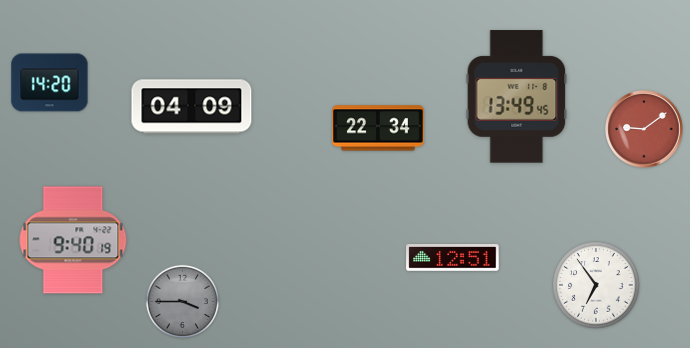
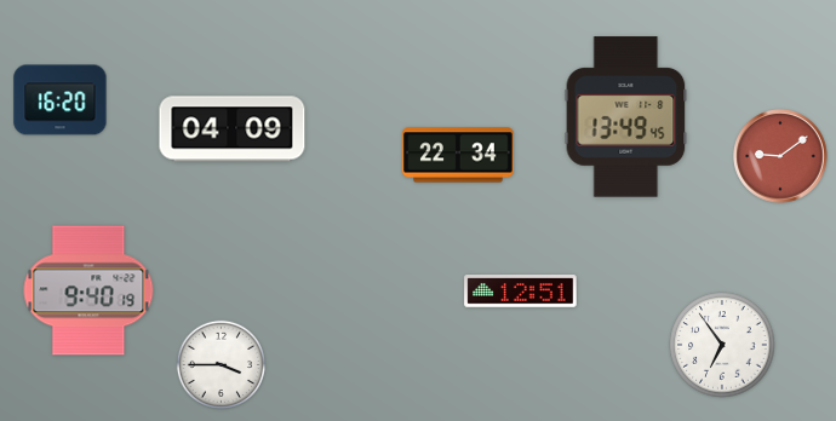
clock at (50, 83): 14:20 -> 16:20
clock at (453, 258) position: (453, 258) -> (521, 292)
clock at (182, 301) dial: grey -> white
